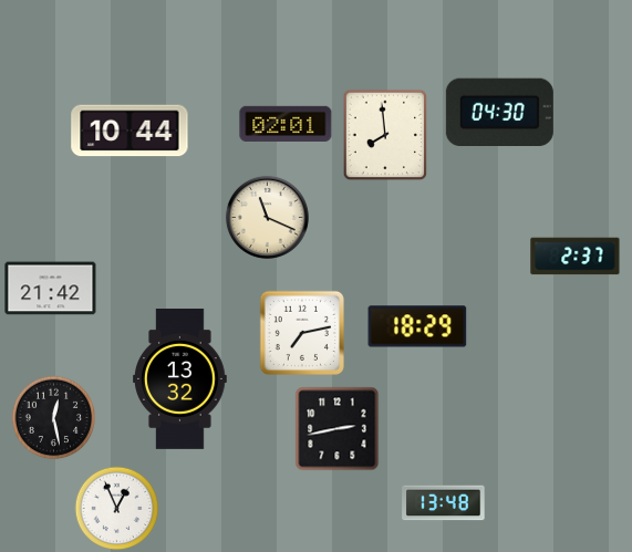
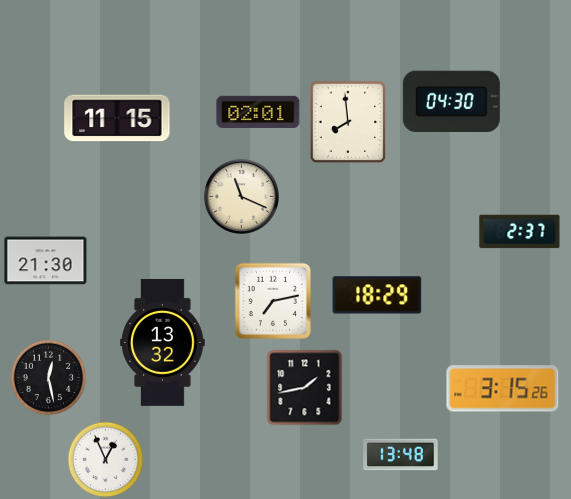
clock at (129, 131): 10:44 -> 11:15
clock at (51, 289): 21:42 -> 21:30
clock at (338, 429): 2:43 -> 1:43
clock at (503, 389): none -> 3:15
